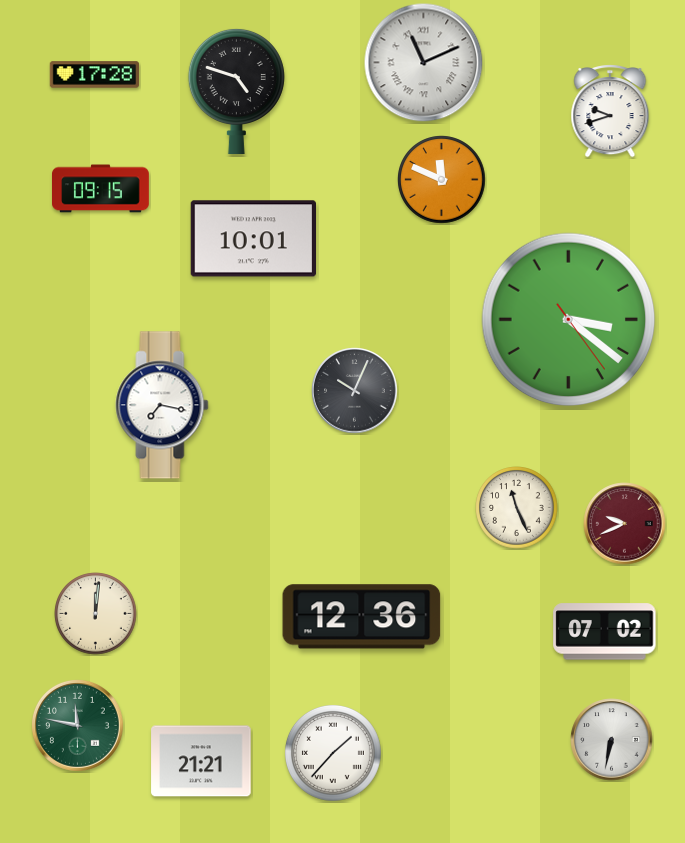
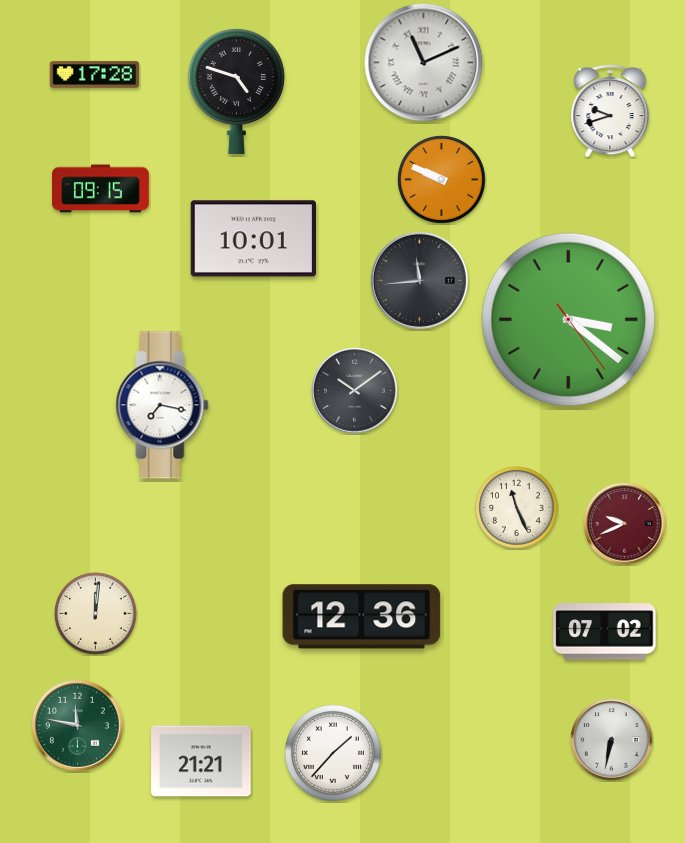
clock at (442, 180): 11:49 -> 9:49
clock at (419, 280): none -> 11:44
clock at (355, 391): 10:04 -> 10:09
